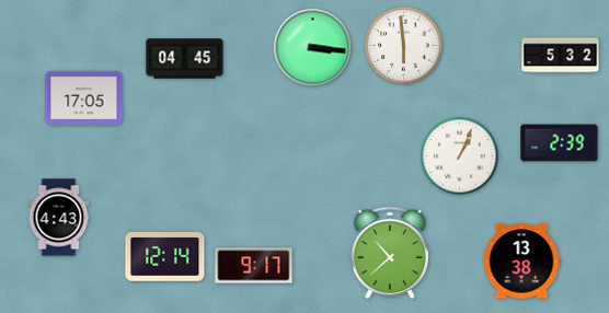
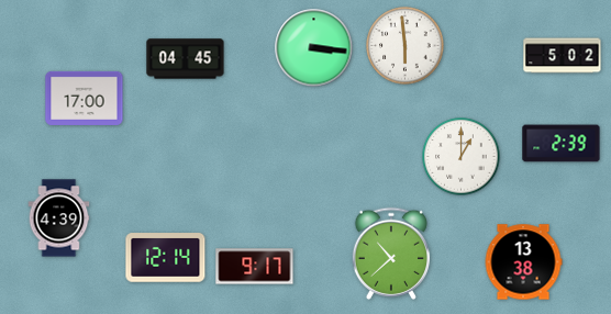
clock at (561, 56): 5:32 -> 5:02
clock at (84, 97): 17:05 -> 17:00
clock at (460, 156): 1:04 -> 1:00
clock at (59, 218): 4:43 -> 4:39
